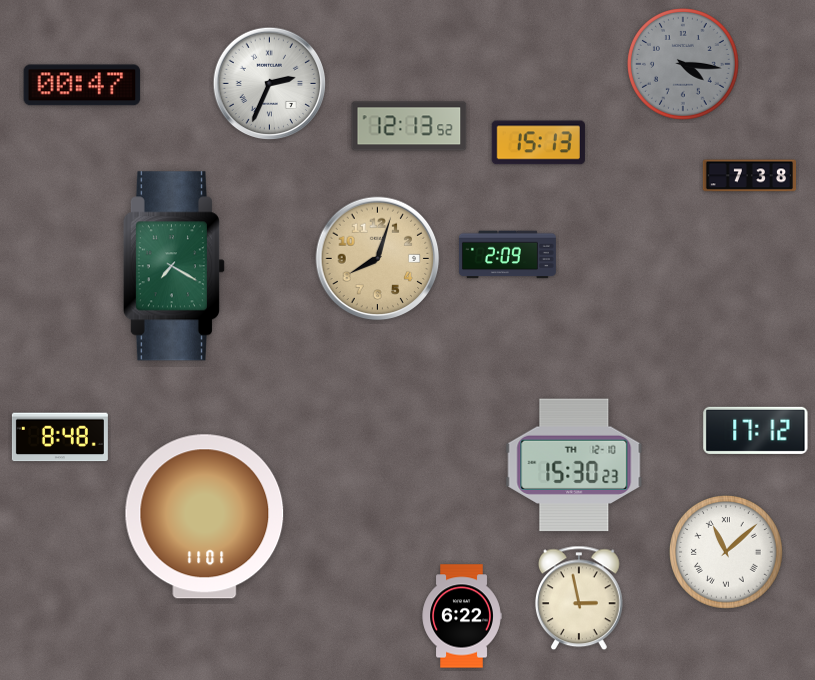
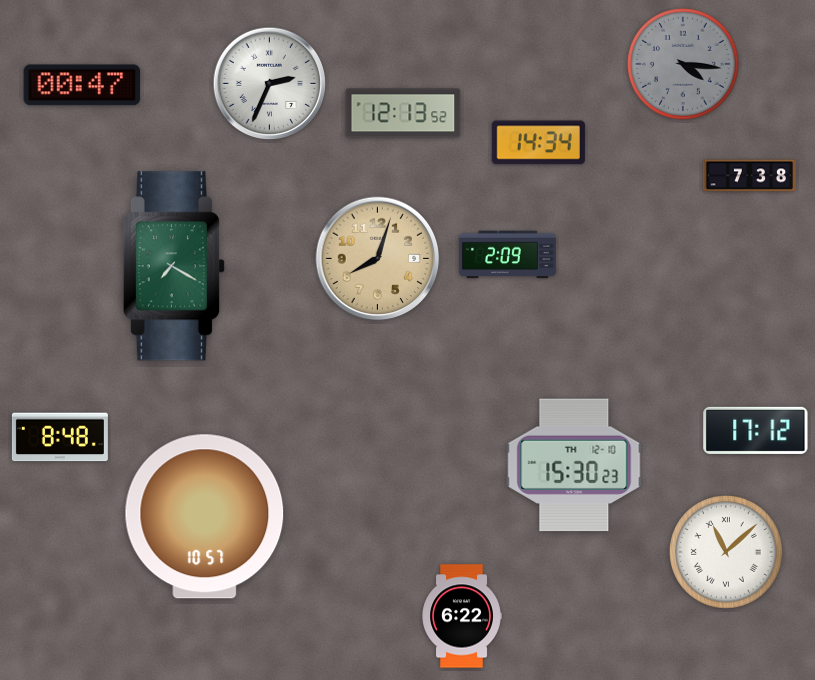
clock at (409, 126) position: (409, 126) -> (403, 113)
clock at (538, 143): 15:13 -> 14:34
clock at (205, 517): 11:01 -> 10:57
clock at (579, 598): 2:58 -> none
